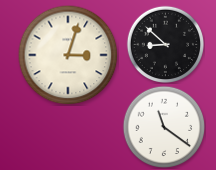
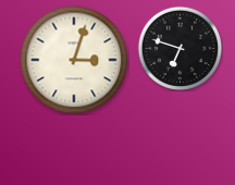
clock at (165, 44): 8:52 -> 6:48
clock at (164, 127): 11:21 -> none
